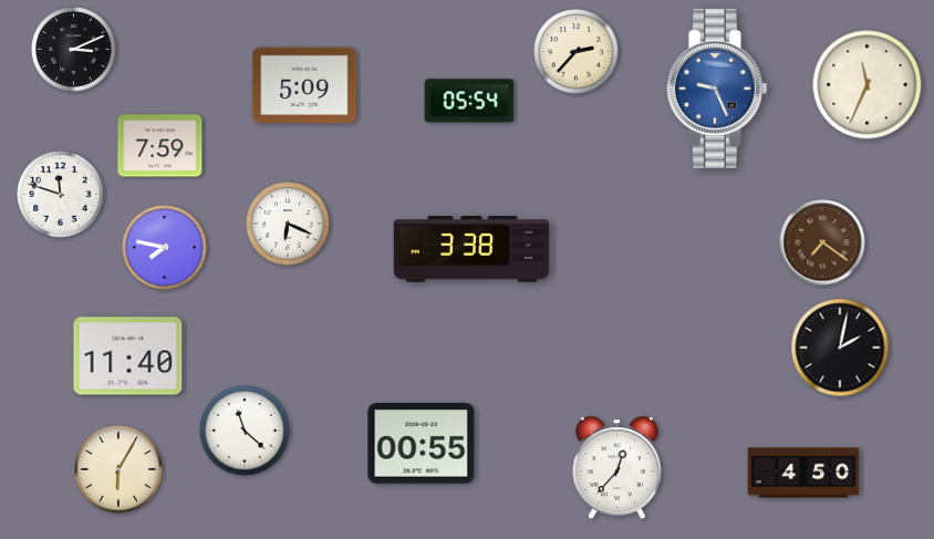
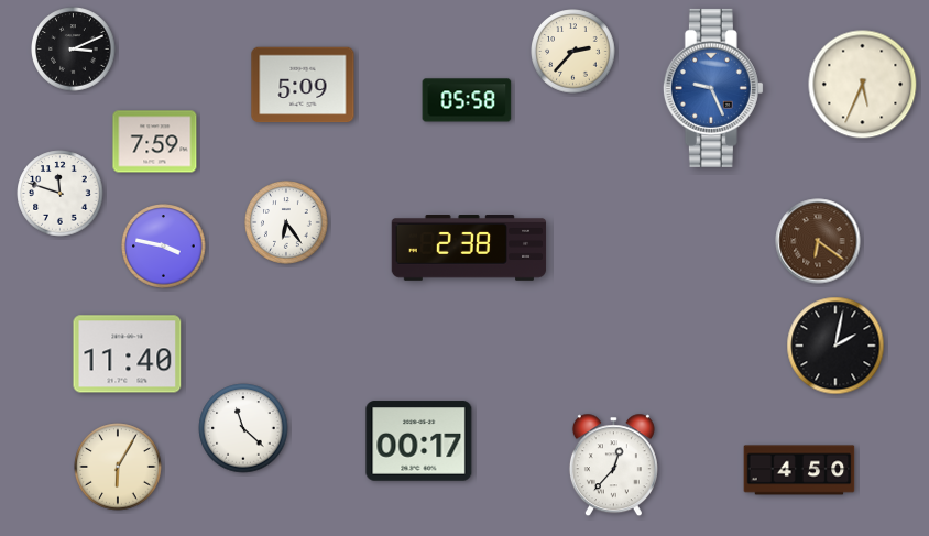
clock at (868, 85): 11:34 -> 5:34
clock at (469, 101): 05:54 -> 05:58
clock at (160, 146) position: (160, 146) -> (155, 142)
clock at (288, 224): 6:19 -> 6:24
clock at (822, 242): 7:21 -> 6:21
clock at (165, 248): 7:47 -> 3:47
clock at (471, 250): 3:38 -> 2:38
clock at (422, 444): 00:55 -> 00:17
